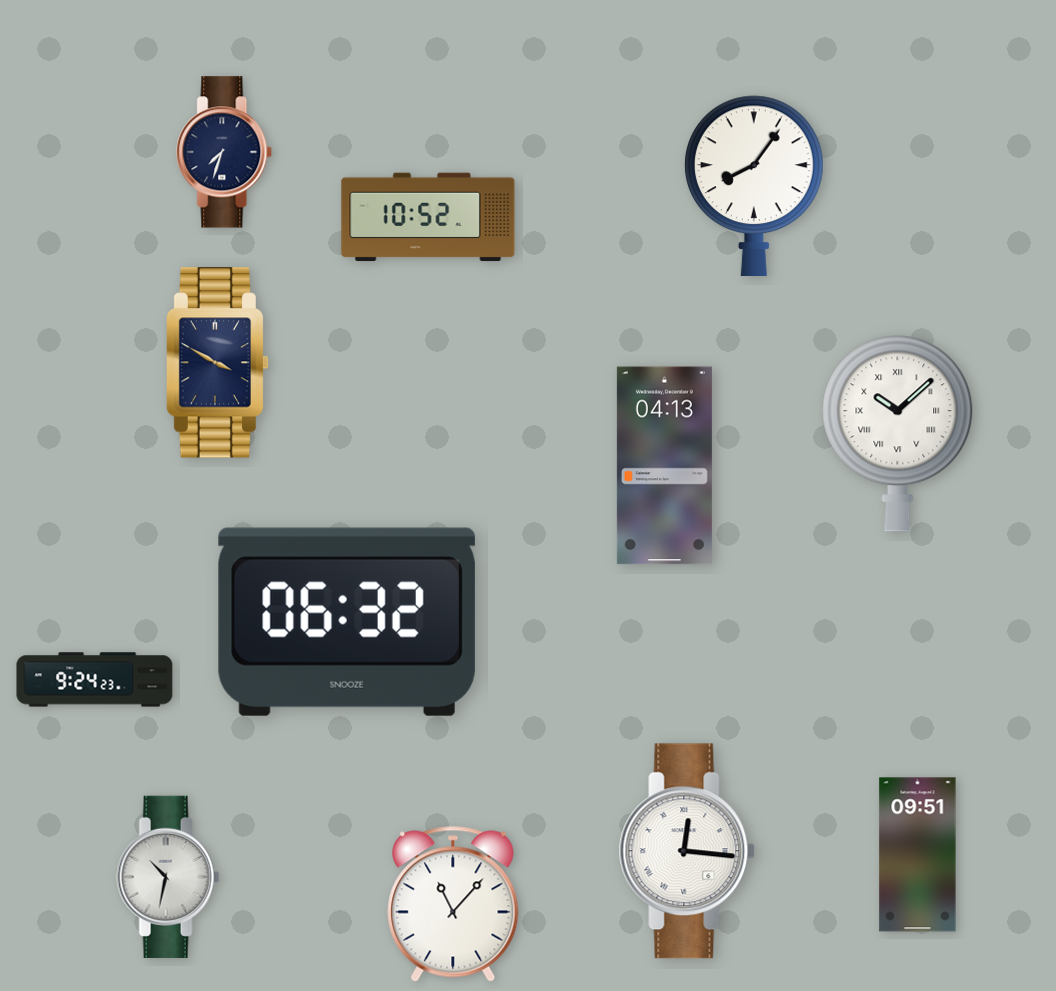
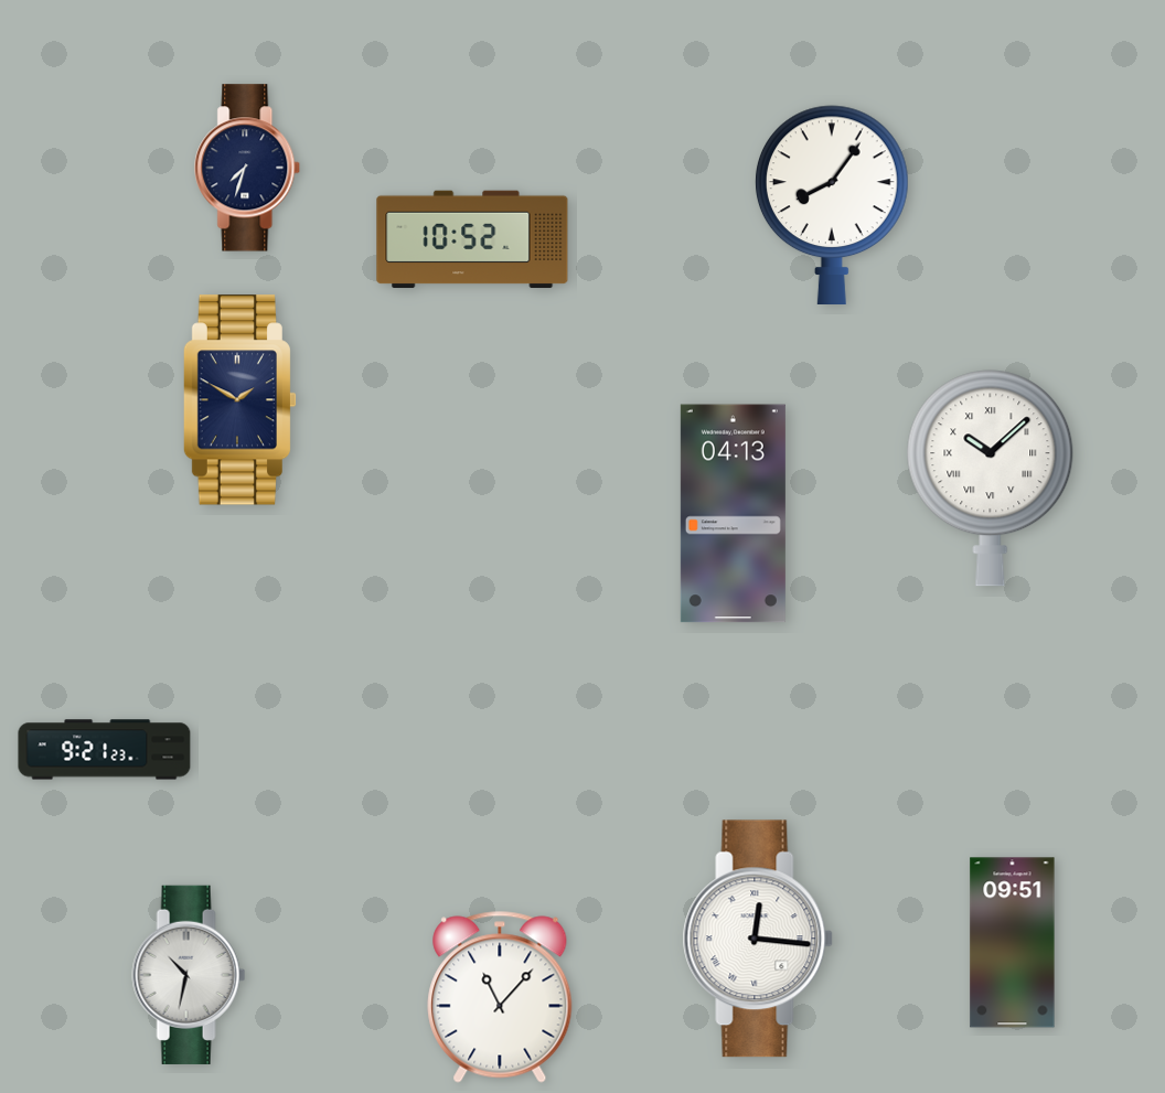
clock at (217, 363): 3:50 -> 1:50
clock at (347, 622): 06:32 -> none
clock at (95, 680): 9:24 -> 9:21
clock at (168, 877) position: (168, 877) -> (189, 975)
